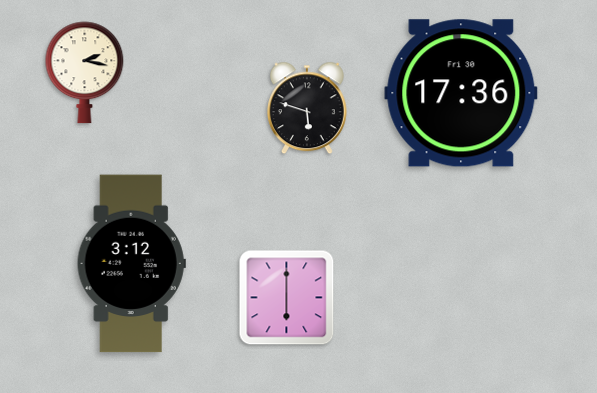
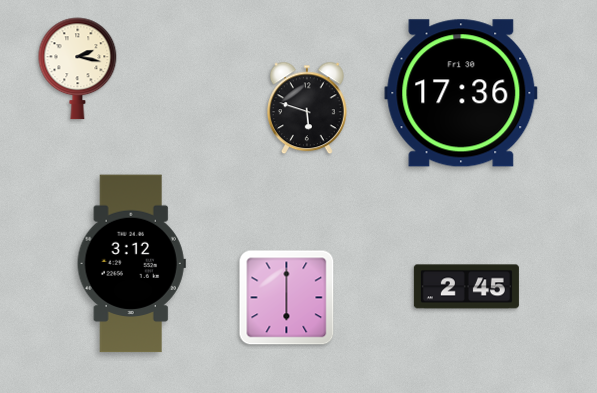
clock at (85, 73) position: (85, 73) -> (78, 69)
clock at (466, 287): none -> 2:45
